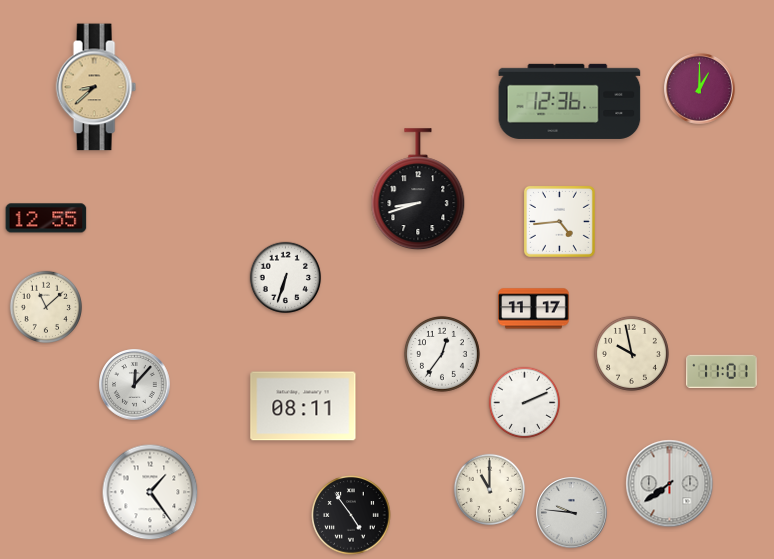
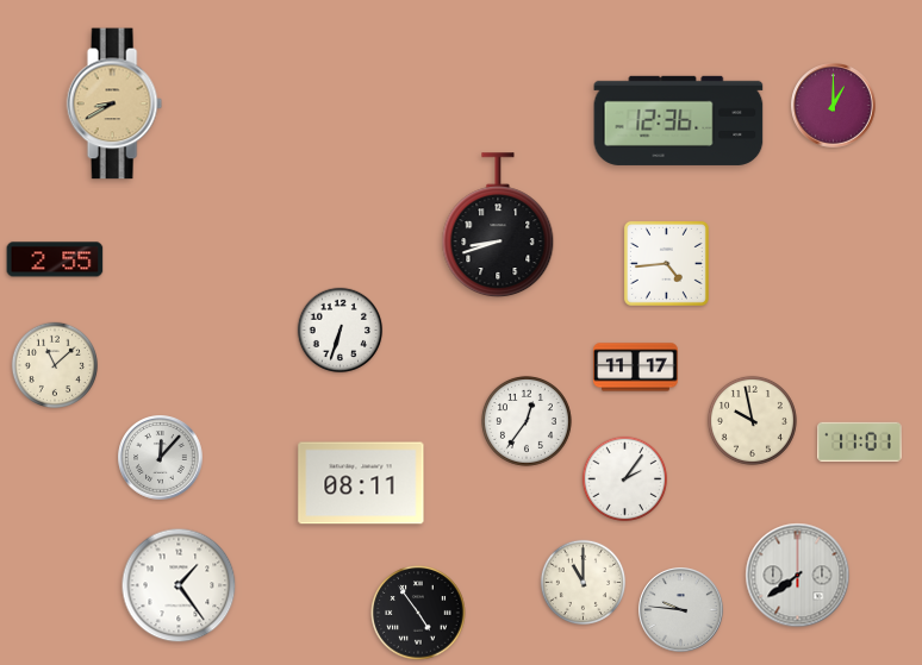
clock at (96, 87): 8:38 -> 8:40
clock at (46, 218): 12:55 -> 2:55
clock at (525, 403): 2:11 -> 2:06
